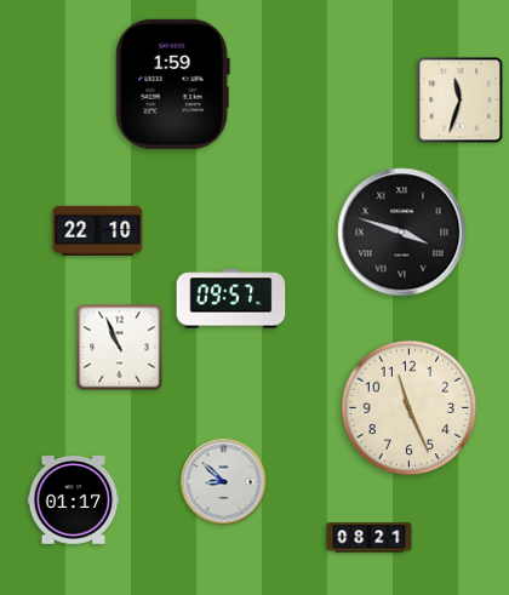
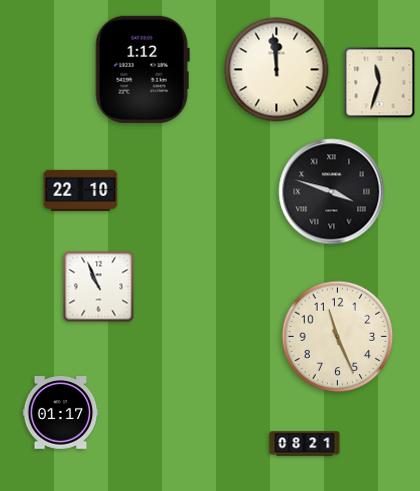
clock at (172, 84): 1:59 -> 1:12
clock at (277, 70): none -> 11:59
clock at (231, 299): 09:57 -> none
clock at (224, 482): 8:52 -> none
